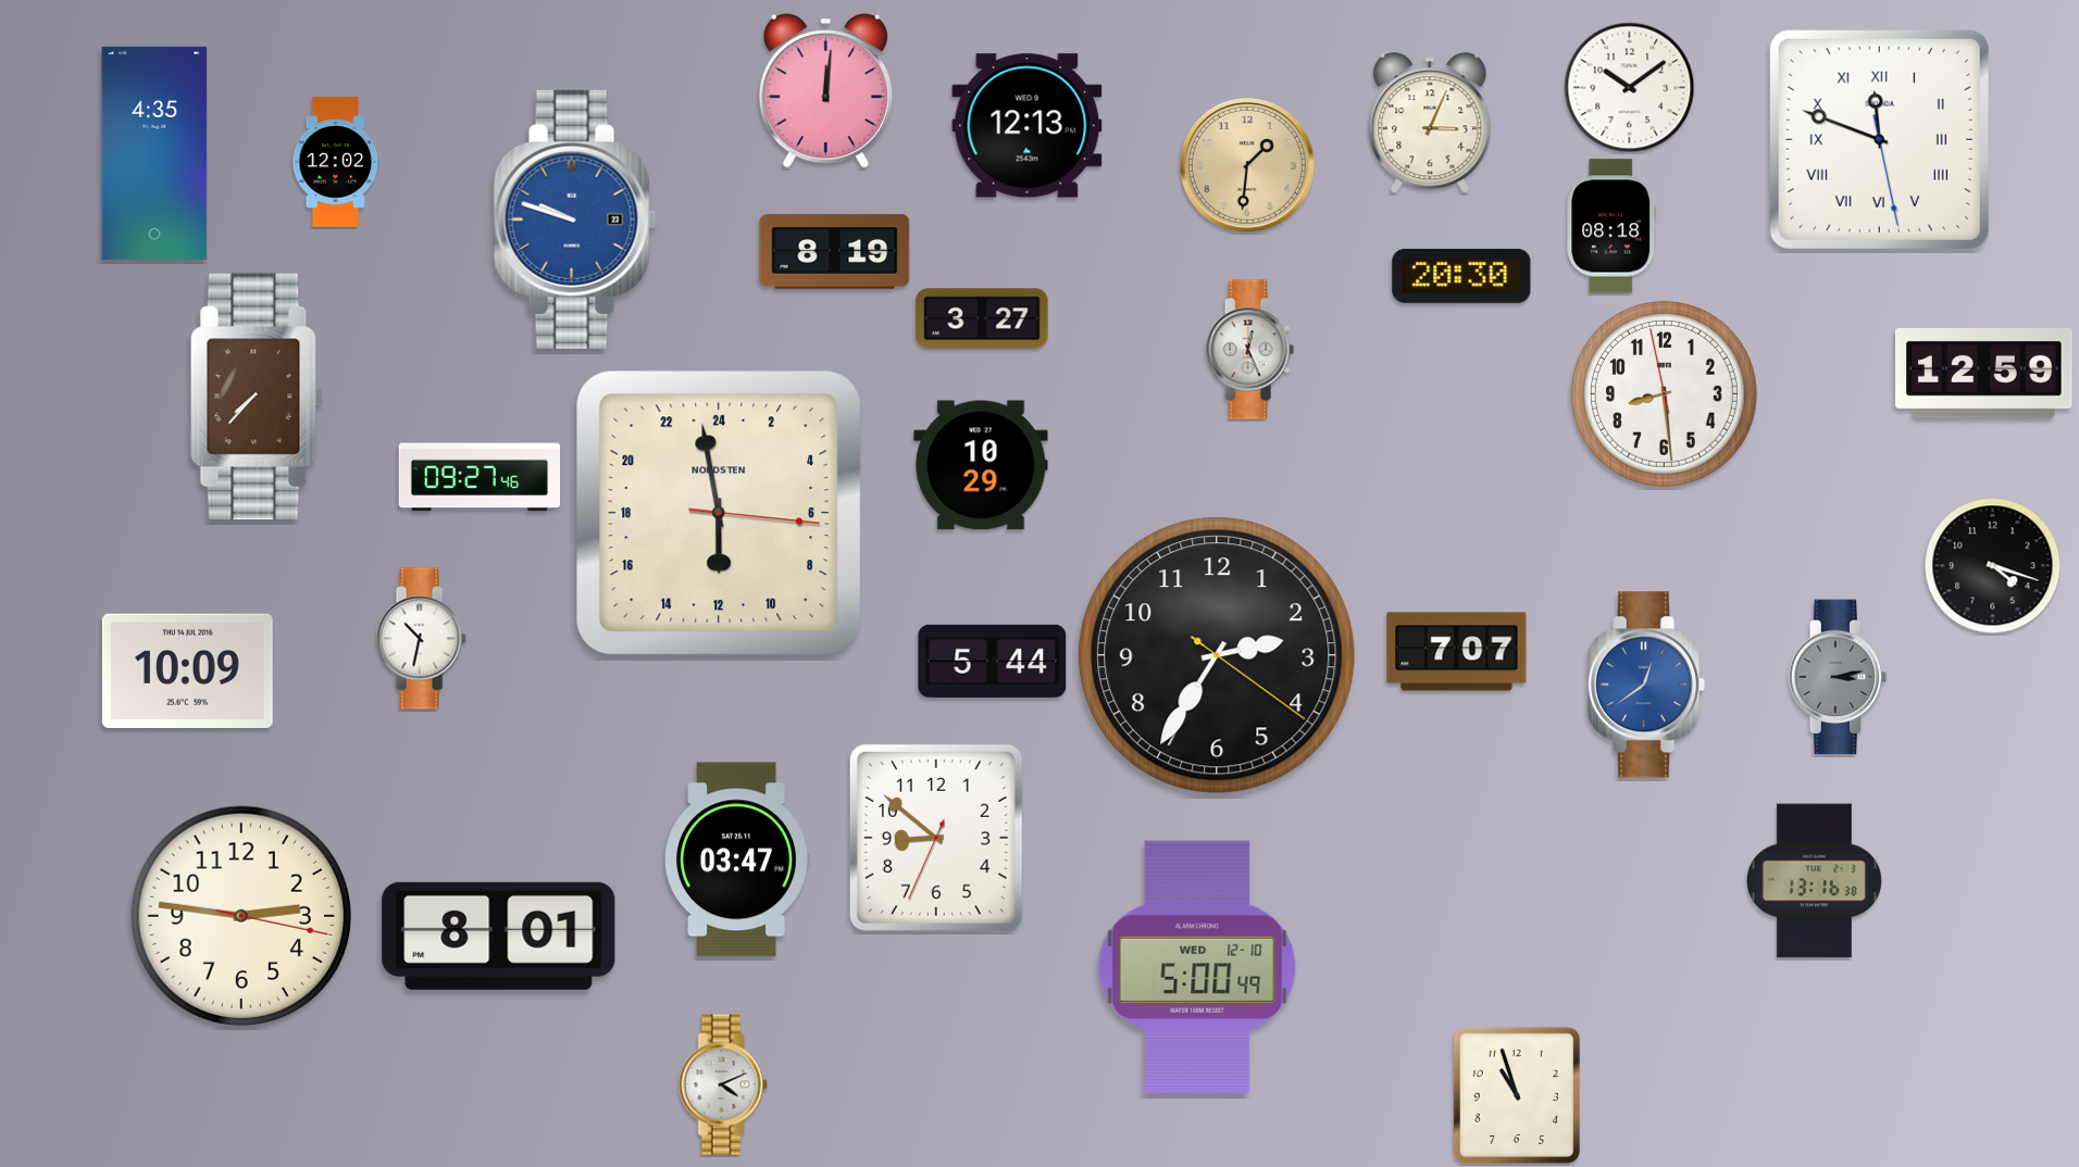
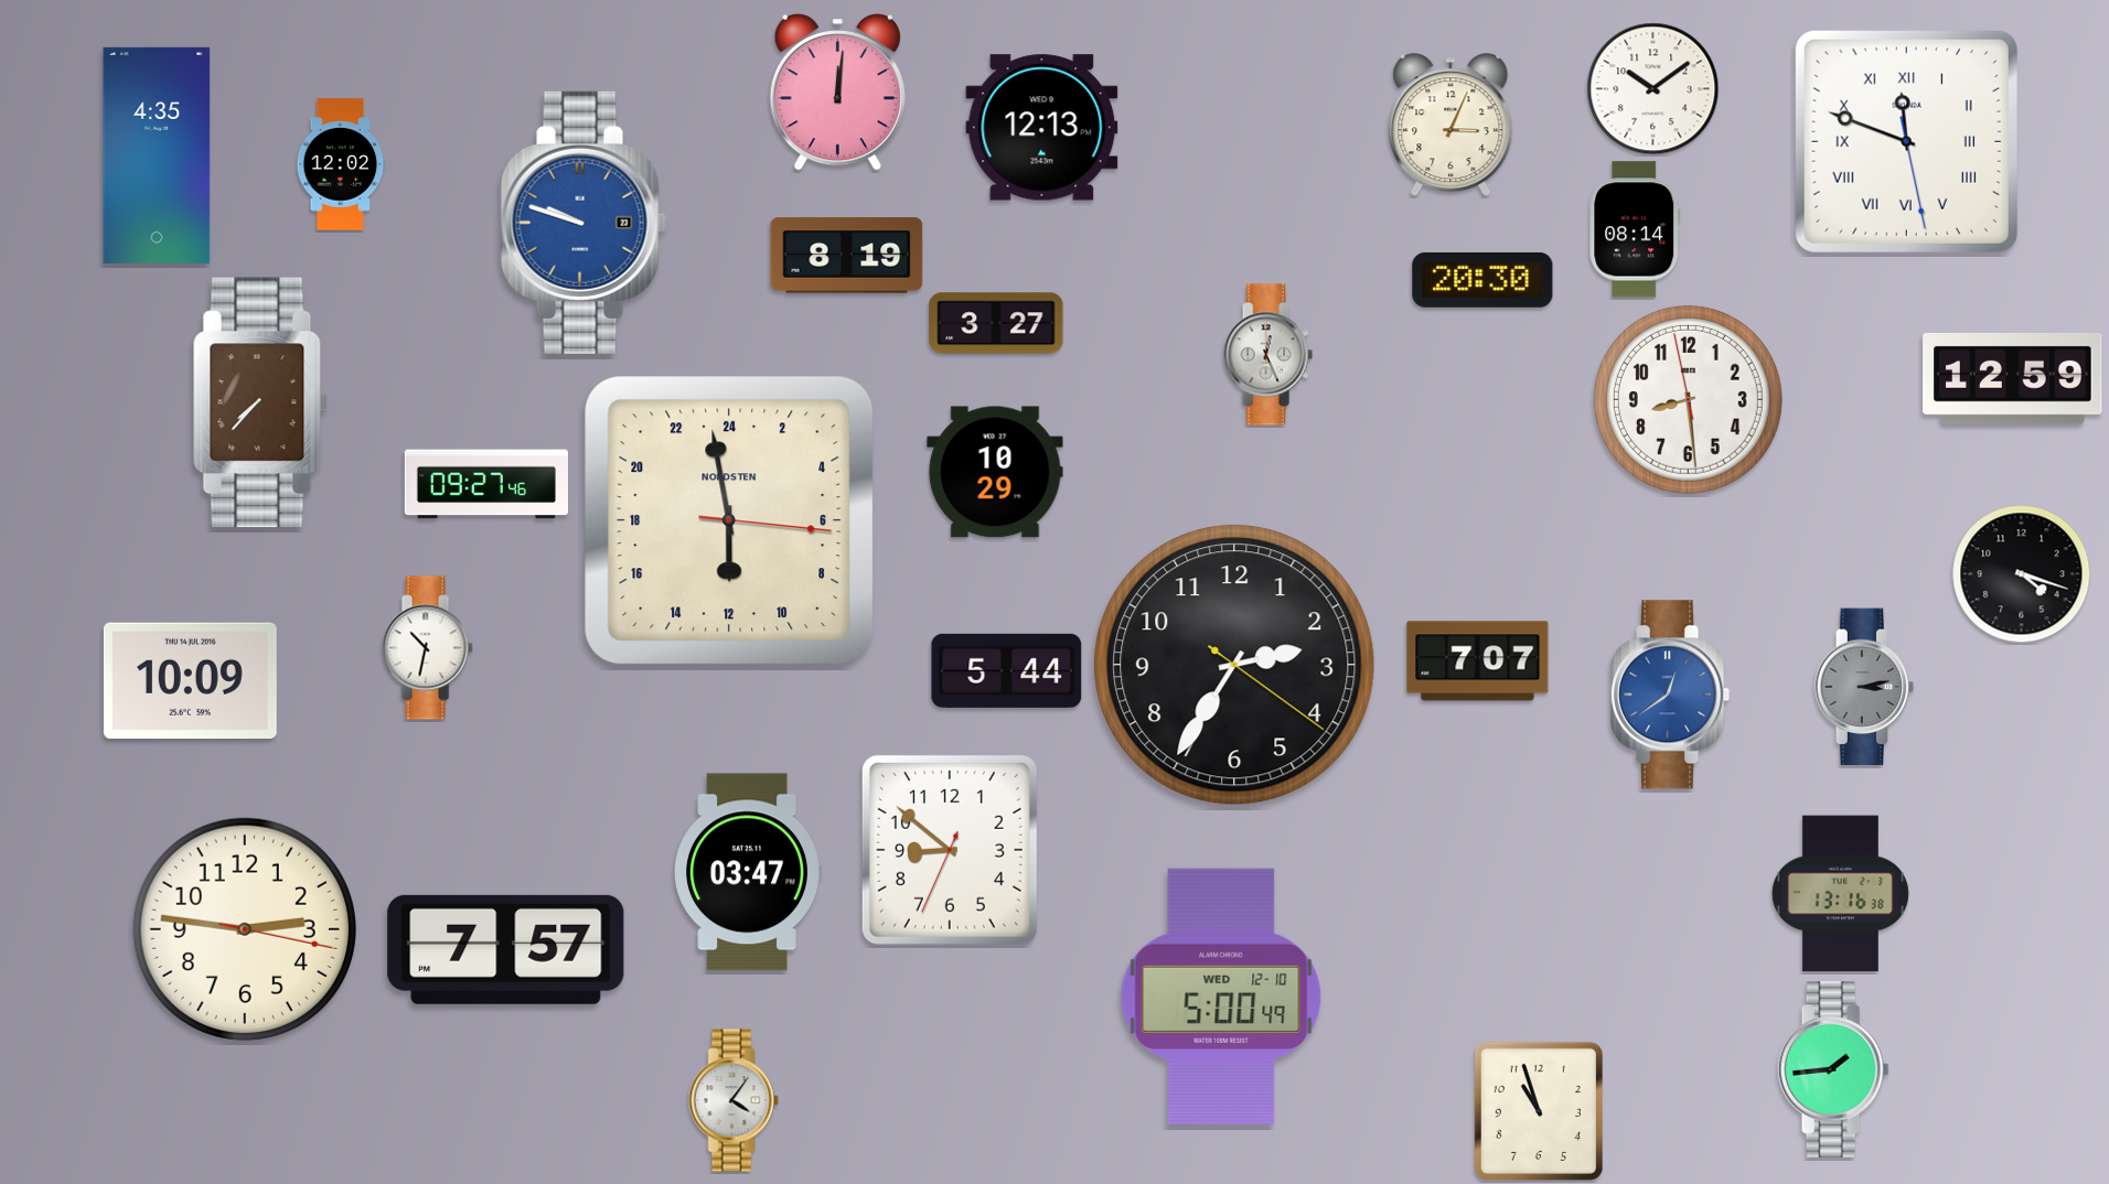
clock at (1247, 165): 1:31 -> none
clock at (1611, 226): 08:18 -> 08:14
clock at (499, 936): 8:01 -> 7:57
clock at (1197, 966) position: (1197, 966) -> (1221, 995)
clock at (1833, 1070): none -> 1:44
clock at (723, 1084): 4:11 -> 4:06
